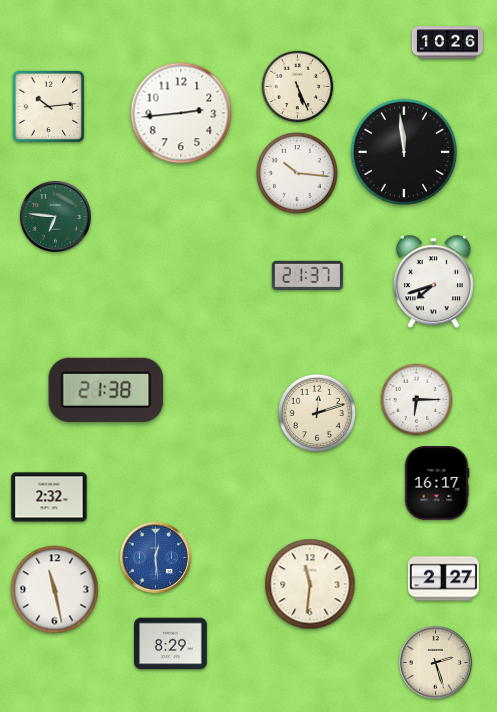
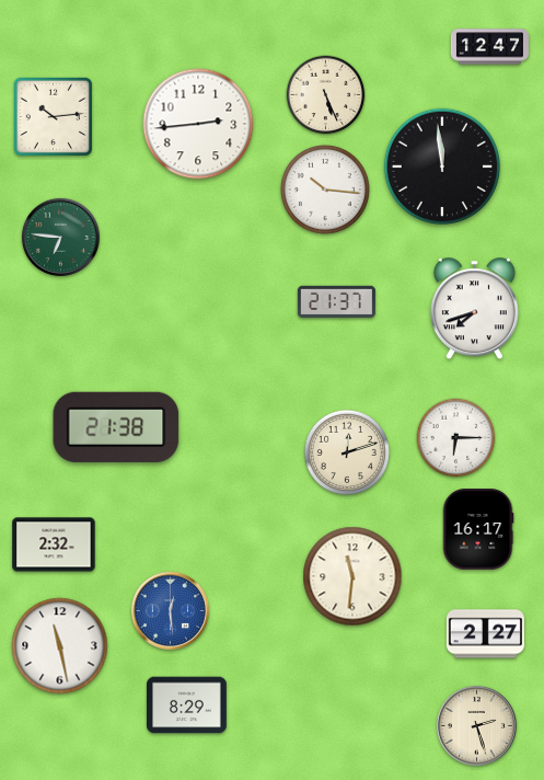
clock at (447, 43): 10:26 -> 12:47
clock at (310, 584) position: (310, 584) -> (352, 576)
